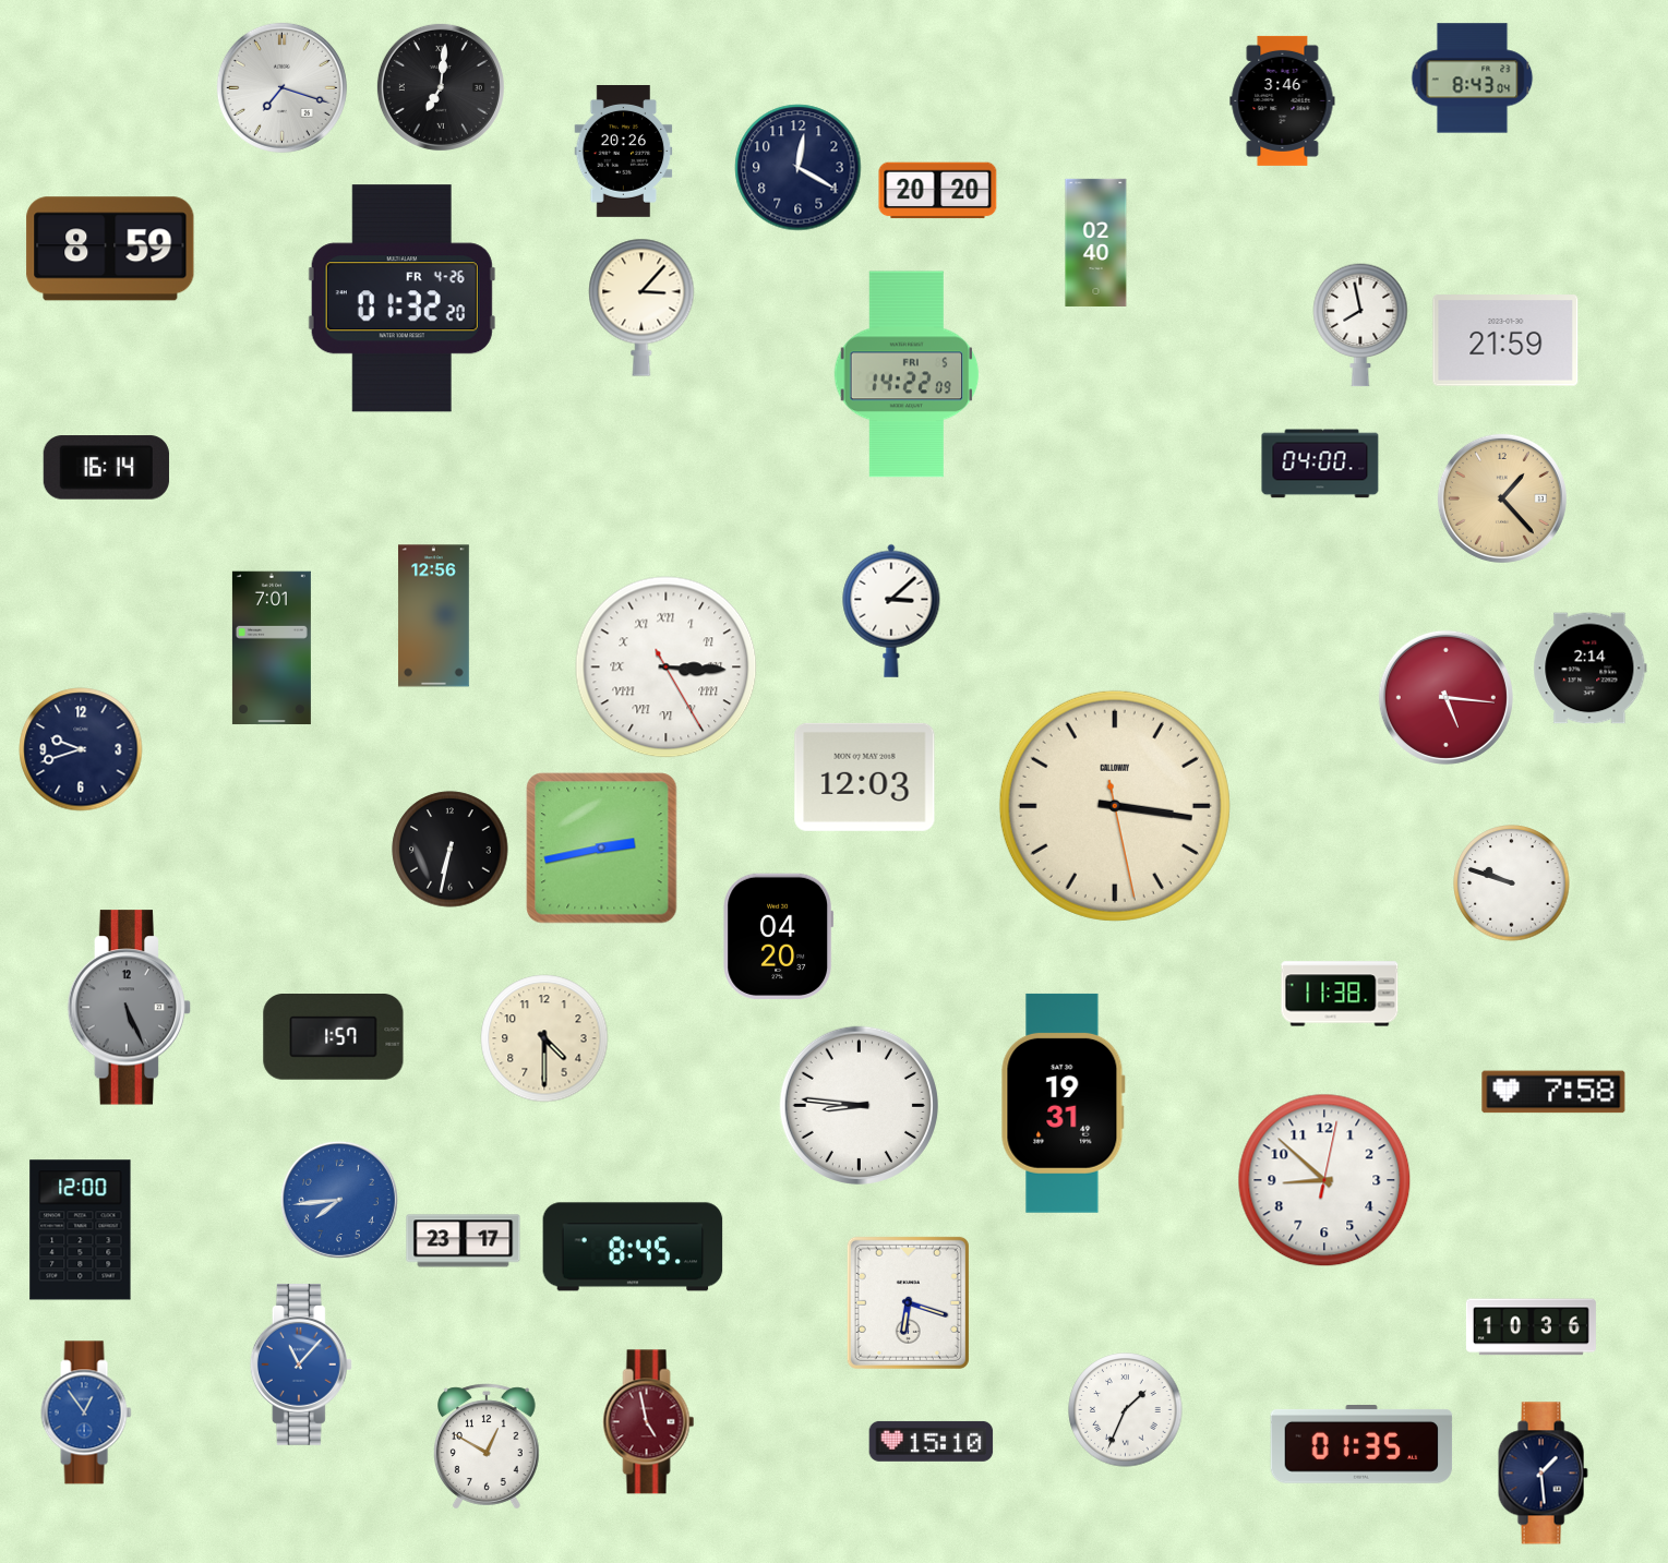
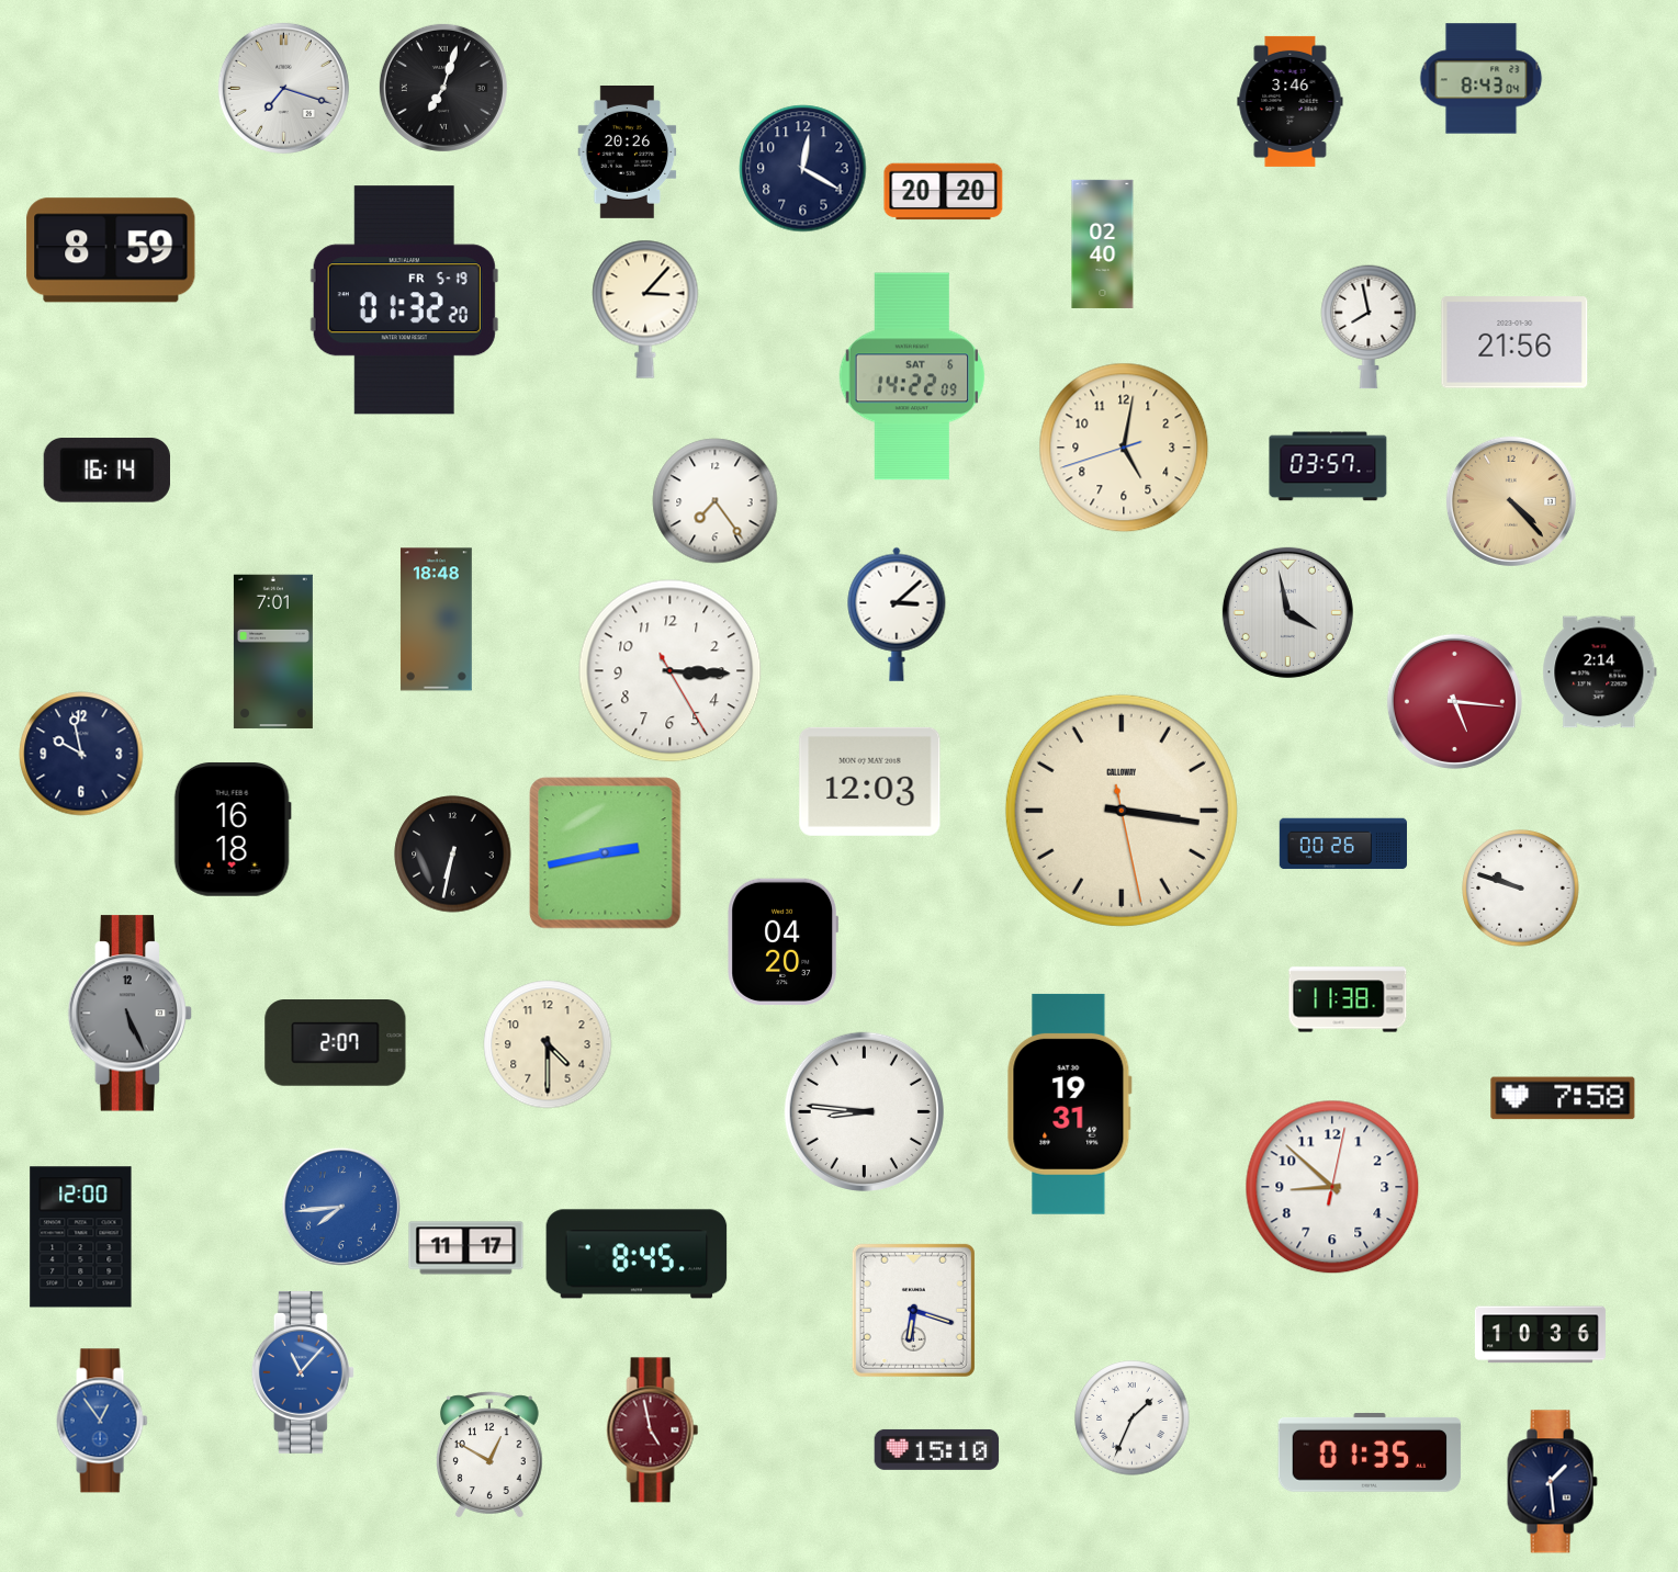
clock at (441, 87): 7:01 -> 7:03
clock at (401, 299) date: FR 4-26 -> FR 5-19
clock at (1505, 340): 21:59 -> 21:56
clock at (907, 374) date: FRI 5 -> SAT 6
clock at (1124, 448): none -> 5:01
clock at (1320, 464): 04:00 -> 03:57
clock at (716, 501): none -> 7:24
clock at (1502, 498): 1:23 -> 4:23
clock at (1287, 612): none -> 3:58
clock at (433, 616): 12:56 -> 18:48
clock at (667, 668) numerals: Roman -> Arabic
clock at (81, 749): 9:42 -> 9:58
clock at (233, 829): none -> 16:18
clock at (1342, 844): none -> 00:26
clock at (334, 1037): 1:57 -> 2:07
clock at (1063, 1103) position: (1063, 1103) -> (1069, 1104)
clock at (464, 1241): 23:17 -> 11:17
clock at (86, 1412) position: (86, 1412) -> (102, 1421)
